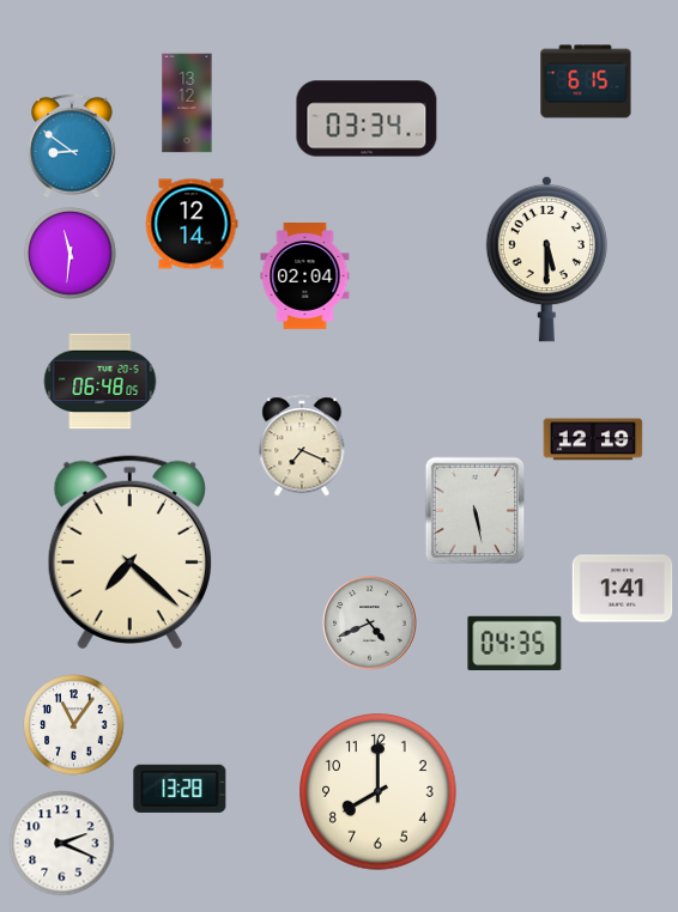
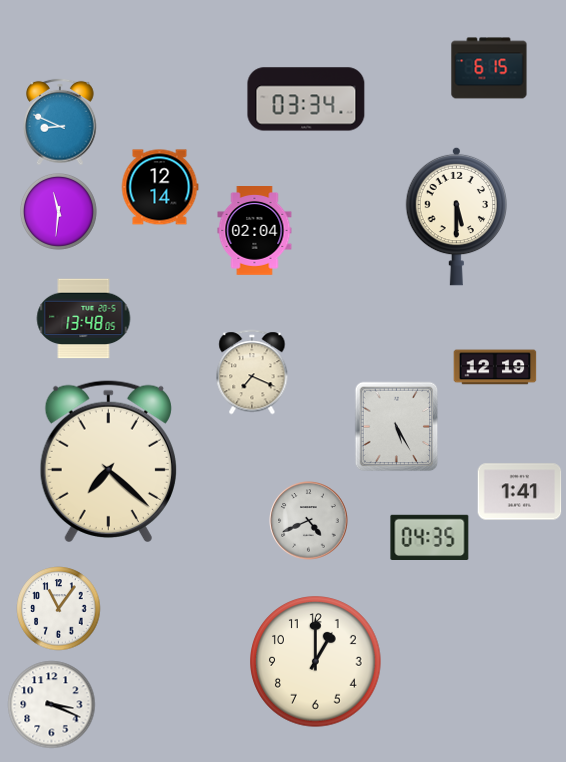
clock at (187, 103): 13:12 -> none
clock at (73, 146): 8:51 -> 8:49
clock at (101, 382): 06:48 -> 13:48
clock at (476, 511): 5:28 -> 5:25
clock at (74, 725) position: (74, 725) -> (59, 609)
clock at (180, 789): 13:28 -> none
clock at (379, 792): 8:00 -> 1:00
clock at (62, 844): 2:19 -> 3:19
